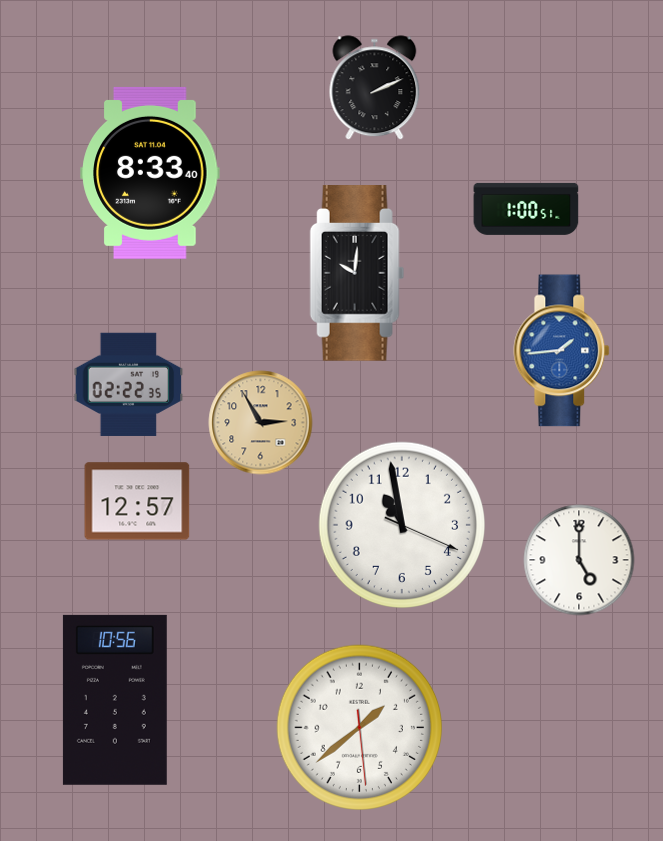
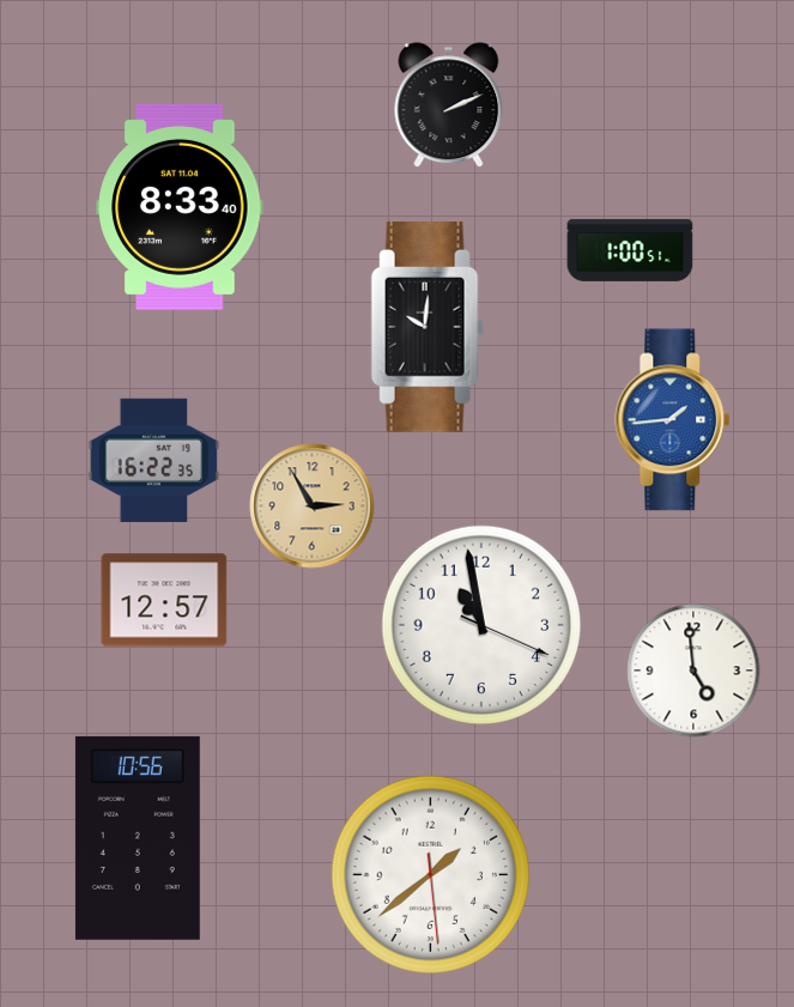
clock at (129, 384): 02:22 -> 16:22
clock at (401, 524) position: (401, 524) -> (480, 624)
clock at (579, 560): 5:00 -> 4:59
clock at (359, 727) position: (359, 727) -> (430, 874)
